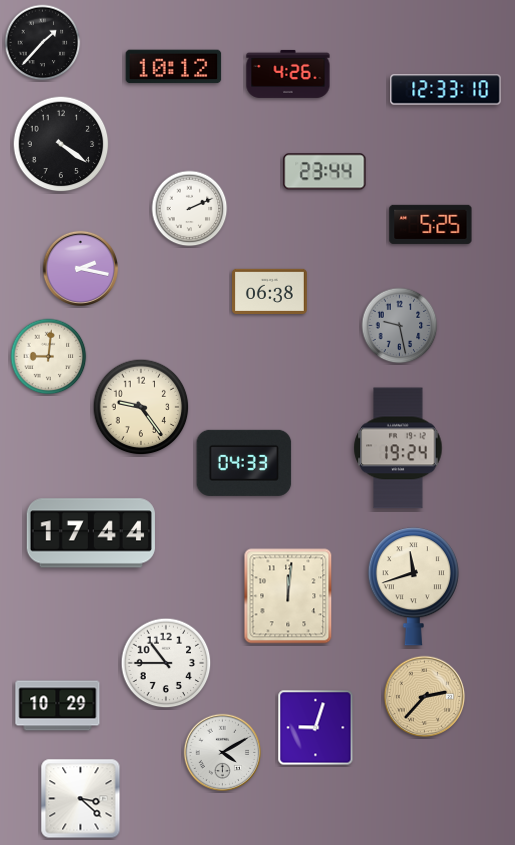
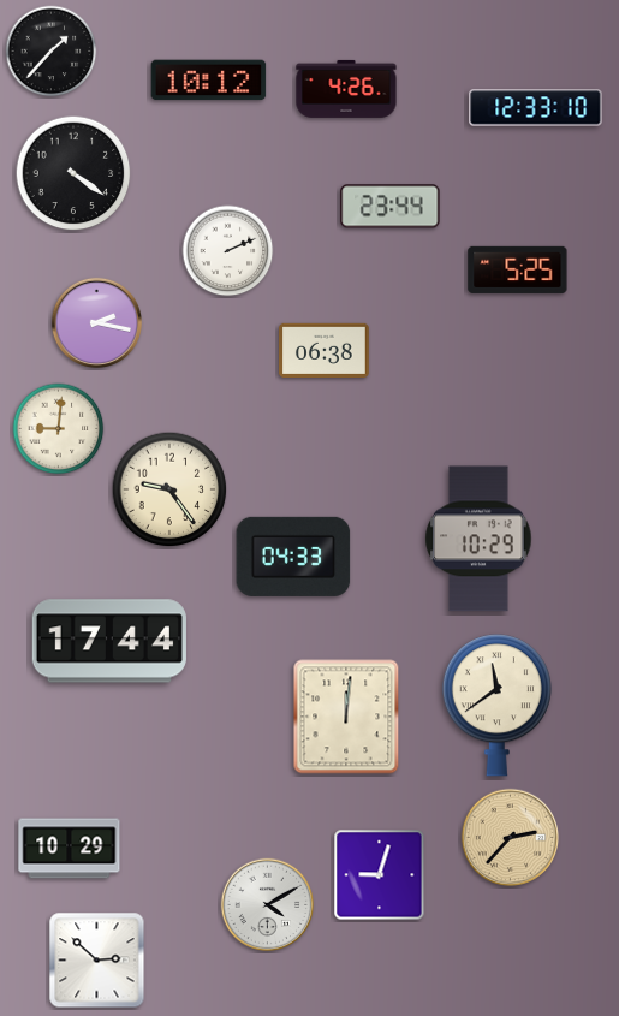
clock at (400, 326): 9:28 -> none
clock at (398, 448): 19:24 -> 10:29
clock at (413, 587): 11:42 -> 11:39
clock at (166, 663): 10:45 -> none
clock at (81, 799): 3:22 -> 2:52
